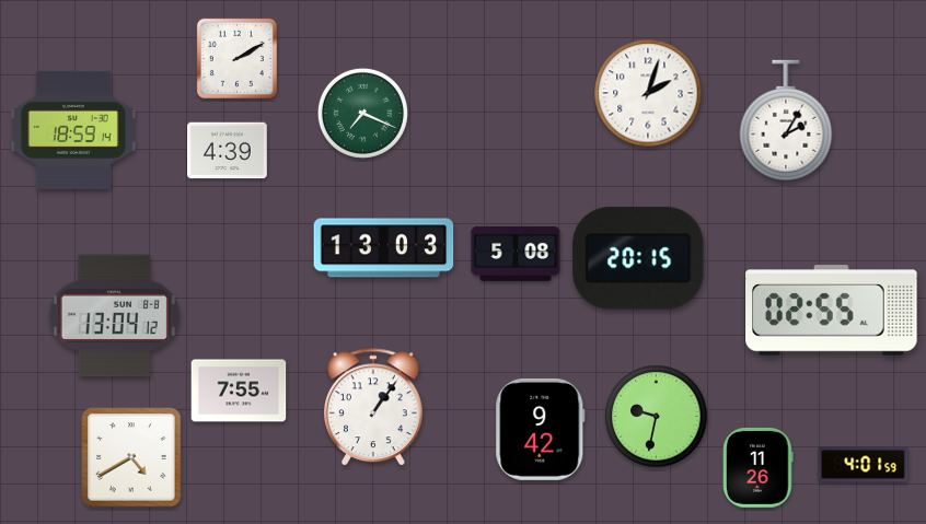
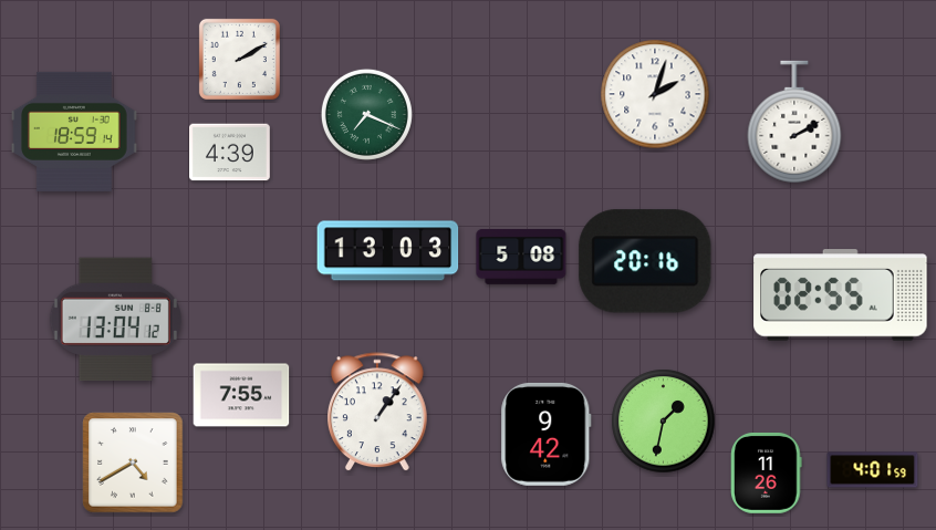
clock at (786, 120): 2:05 -> 2:10
clock at (638, 258): 20:15 -> 20:16
clock at (832, 311) position: (832, 311) -> (841, 295)
clock at (657, 417): 9:32 -> 1:32
